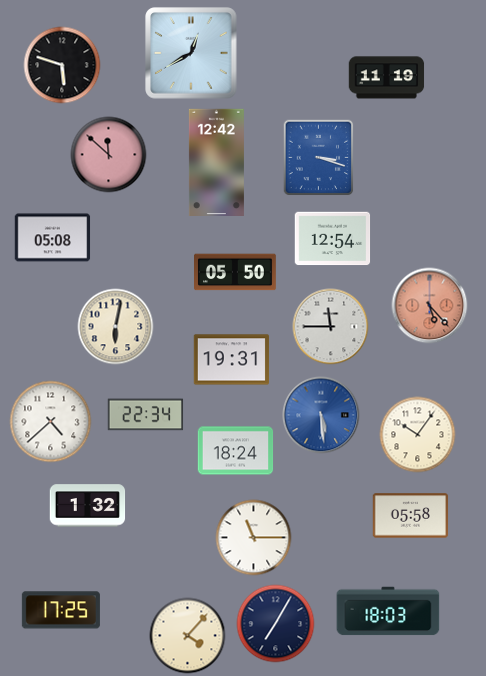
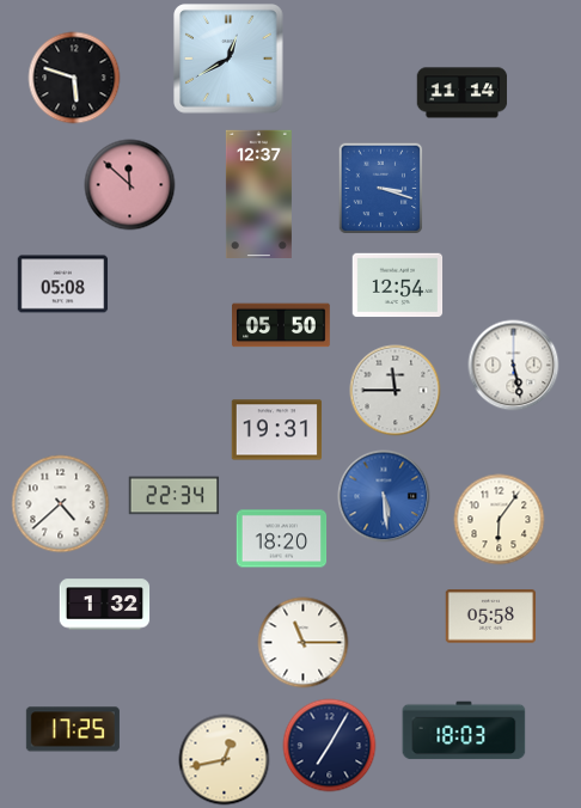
clock at (191, 53) position: (191, 53) -> (228, 59)
clock at (387, 78): 11:19 -> 11:14
clock at (216, 163): 12:42 -> 12:37
clock at (430, 306): 5:23 -> 5:28
clock at (430, 306) dial: salmon -> white
clock at (116, 327): 6:02 -> none
clock at (418, 435): 10:06 -> 6:06
clock at (236, 451): 18:24 -> 18:20
clock at (188, 636): 4:07 -> 12:43
